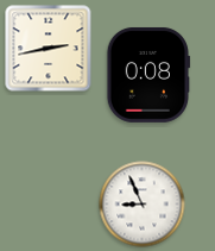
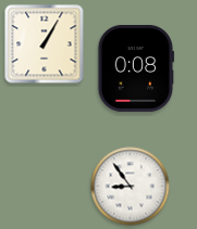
clock at (49, 49): 2:43 -> 1:05
clock at (143, 205): 8:56 -> 8:54
